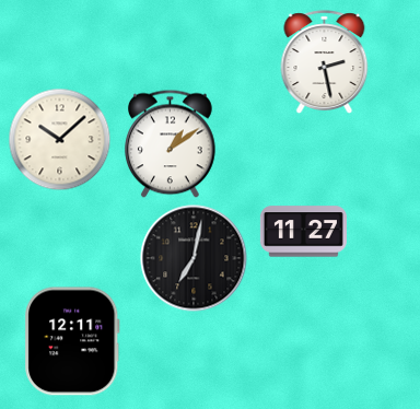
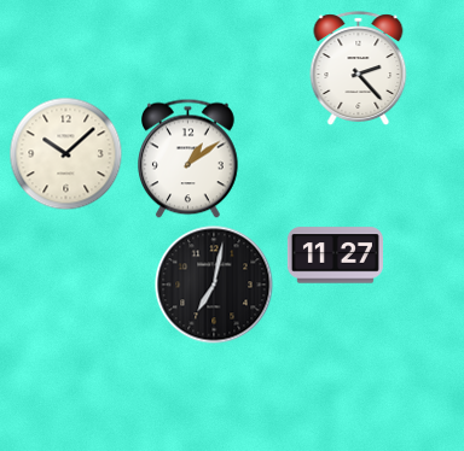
clock at (325, 62): 2:28 -> 2:23
clock at (72, 341): 12:11 -> none
